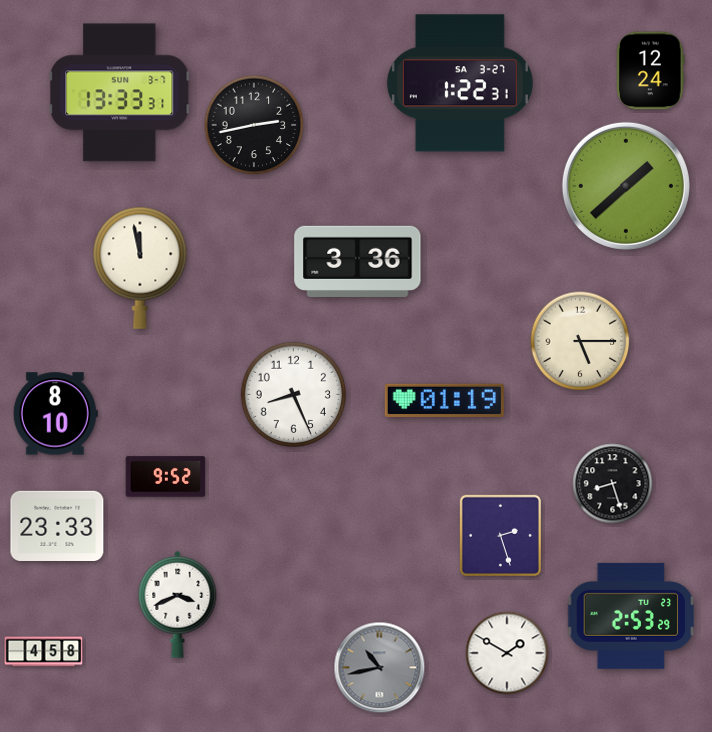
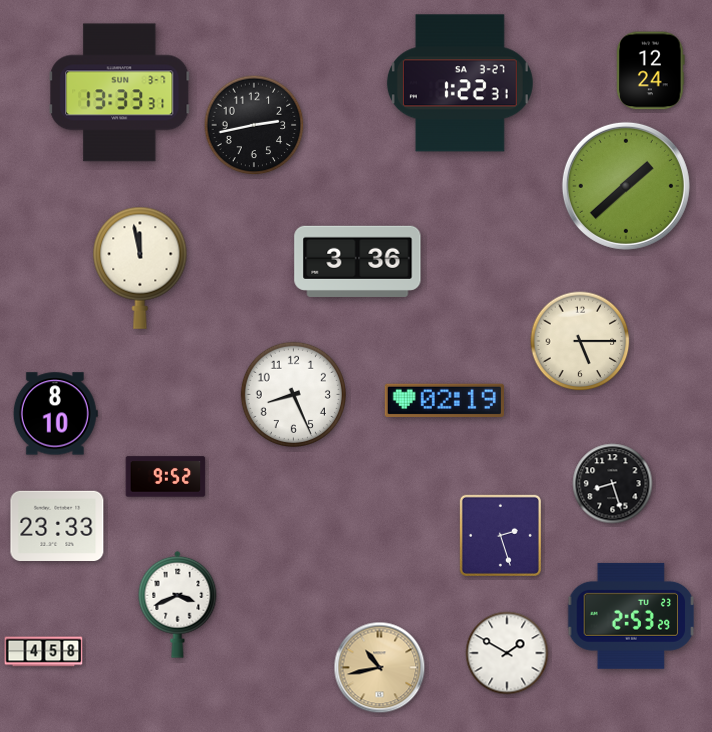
clock at (444, 400): 01:19 -> 02:19
clock at (380, 668) dial: grey -> champagne
